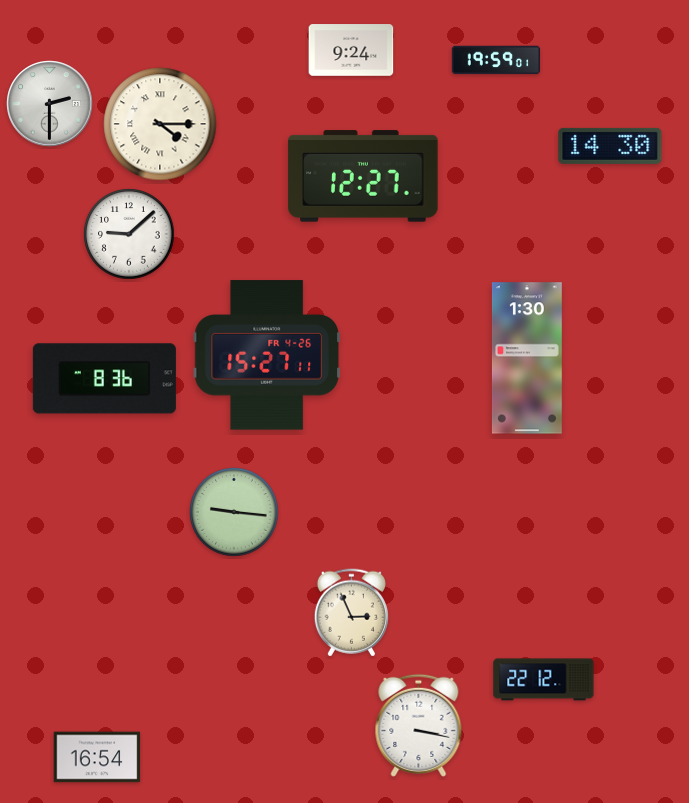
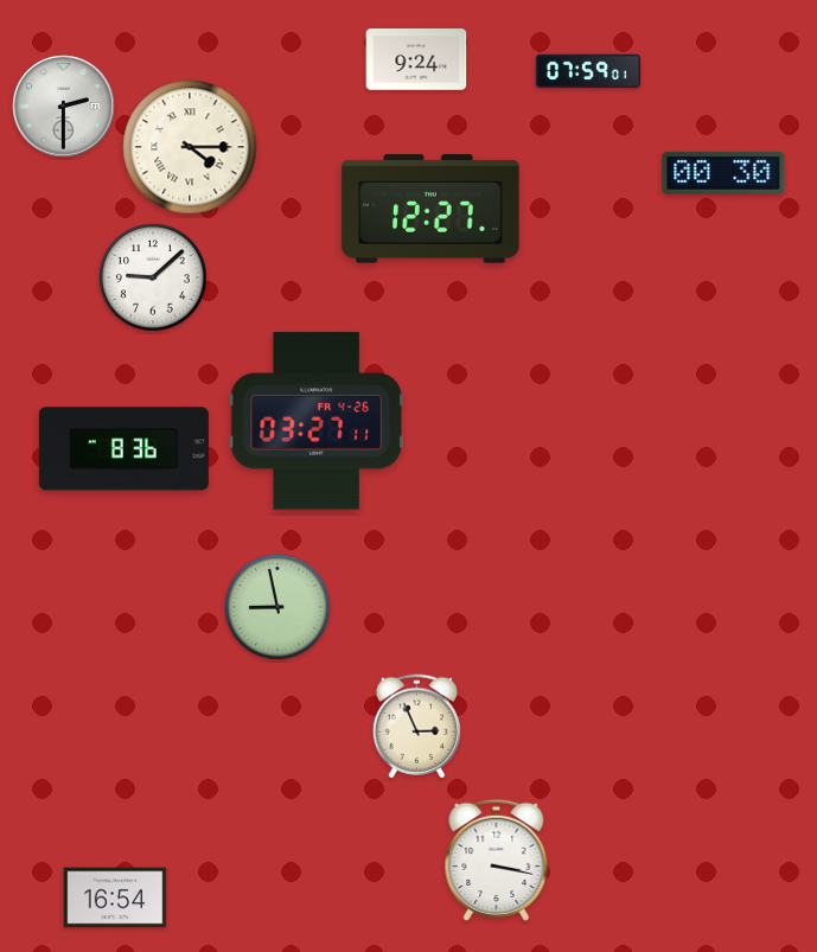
clock at (496, 60): 19:59 -> 07:59
clock at (50, 104) position: (50, 104) -> (64, 107)
clock at (610, 146): 14:30 -> 00:30
clock at (267, 355): 15:27 -> 03:27
clock at (527, 358): 1:30 -> none
clock at (234, 512): 9:16 -> 8:58
clock at (544, 680): 22:12 -> none
